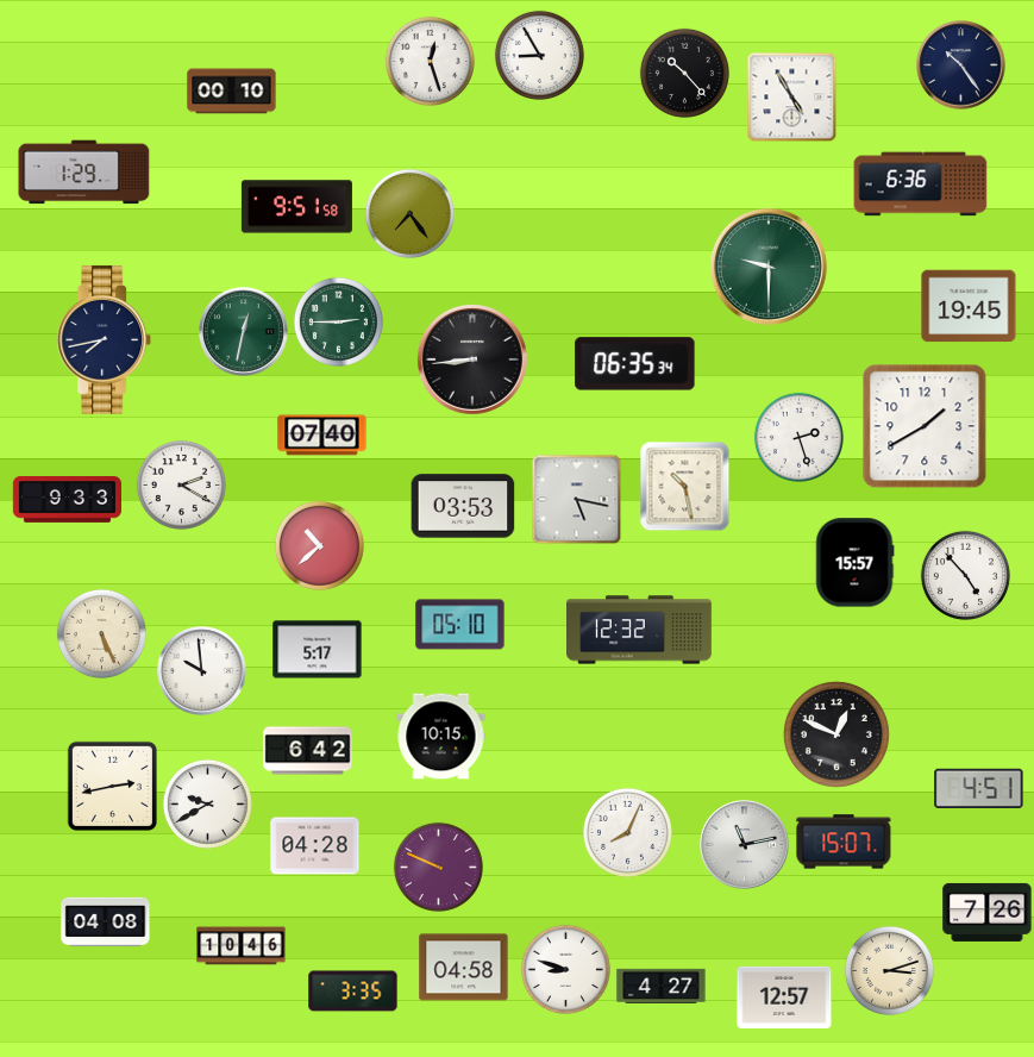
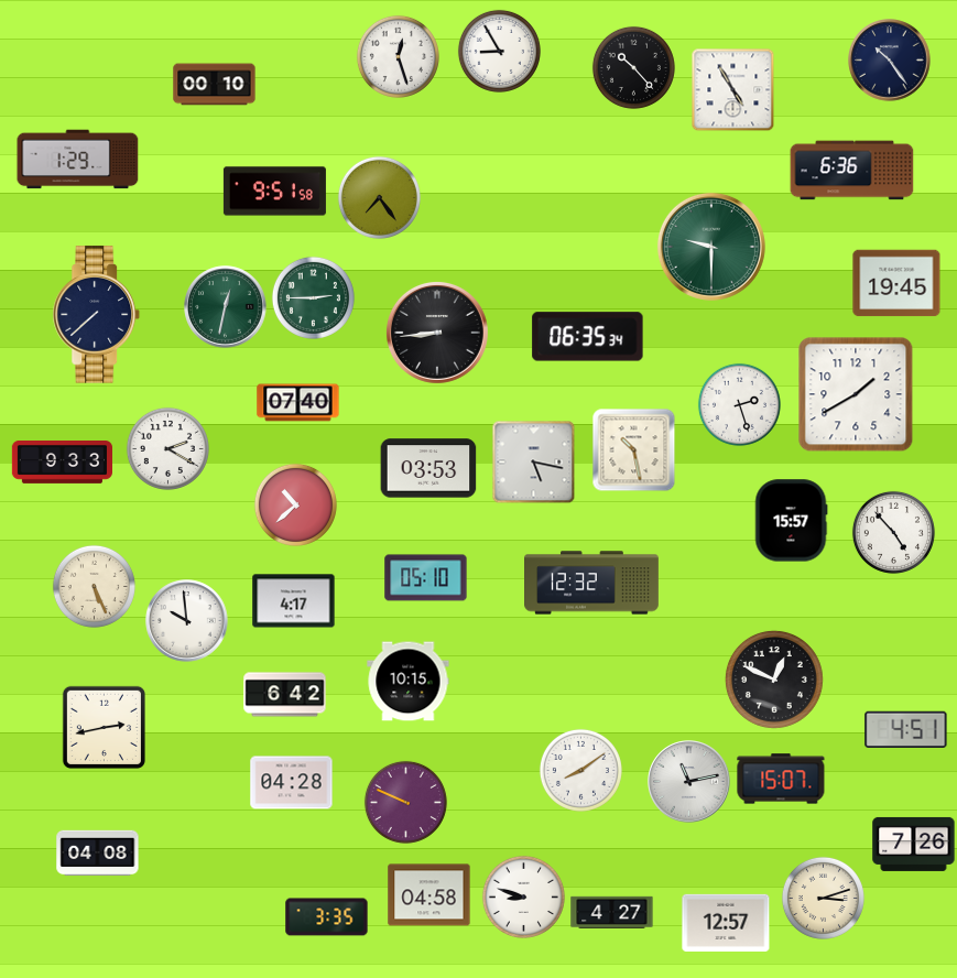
clock at (105, 340): 7:43 -> 7:38
clock at (318, 650): 5:17 -> 4:17
clock at (207, 803): 9:40 -> none
clock at (627, 832): 8:04 -> 8:09
clock at (242, 946): 10:46 -> none
